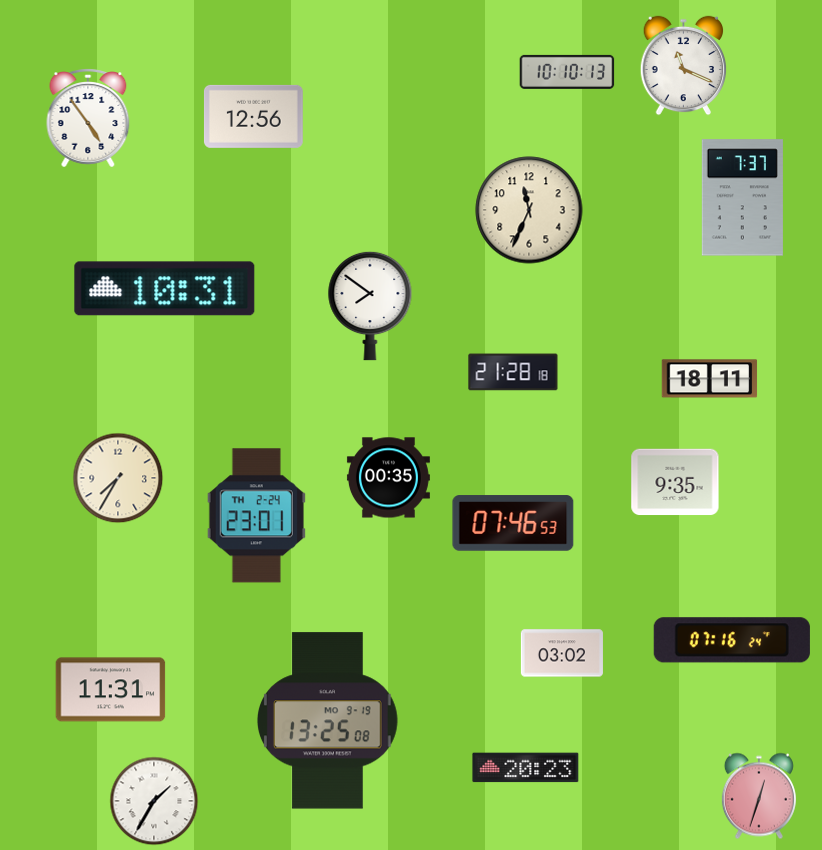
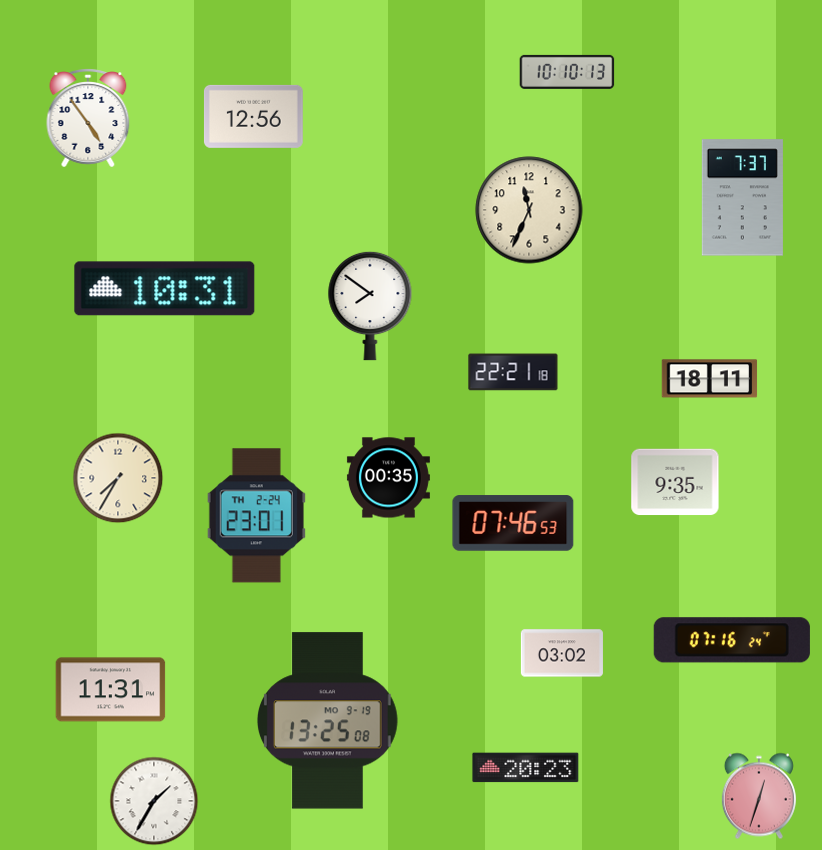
clock at (683, 66): 11:19 -> none
clock at (513, 372): 21:28 -> 22:21
